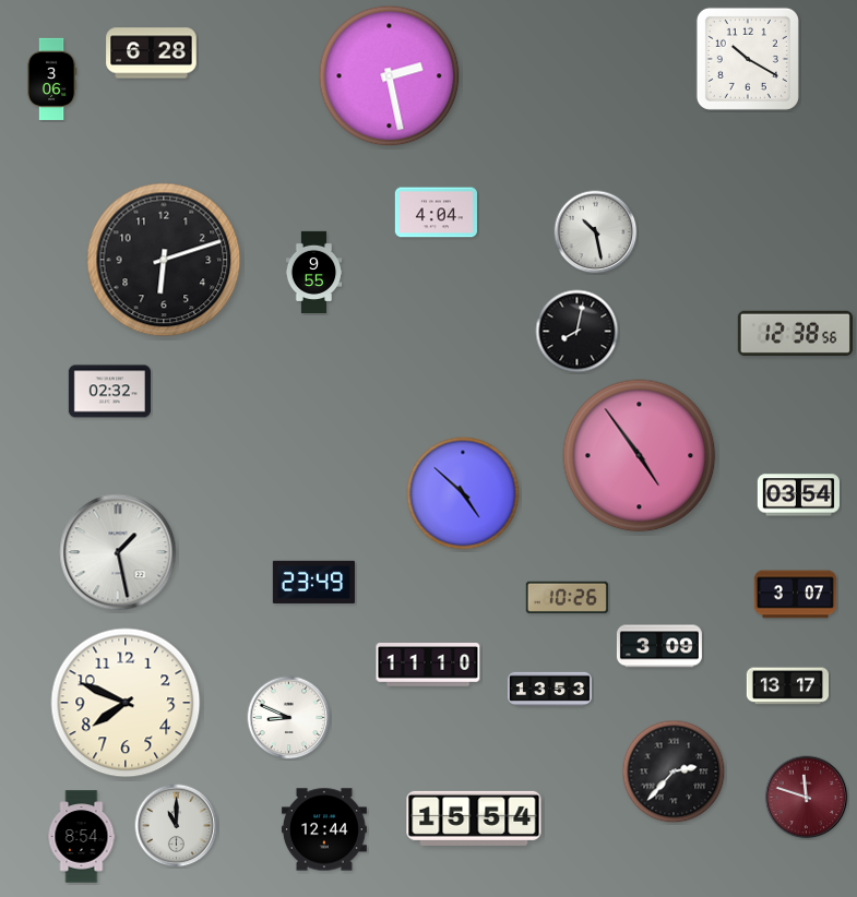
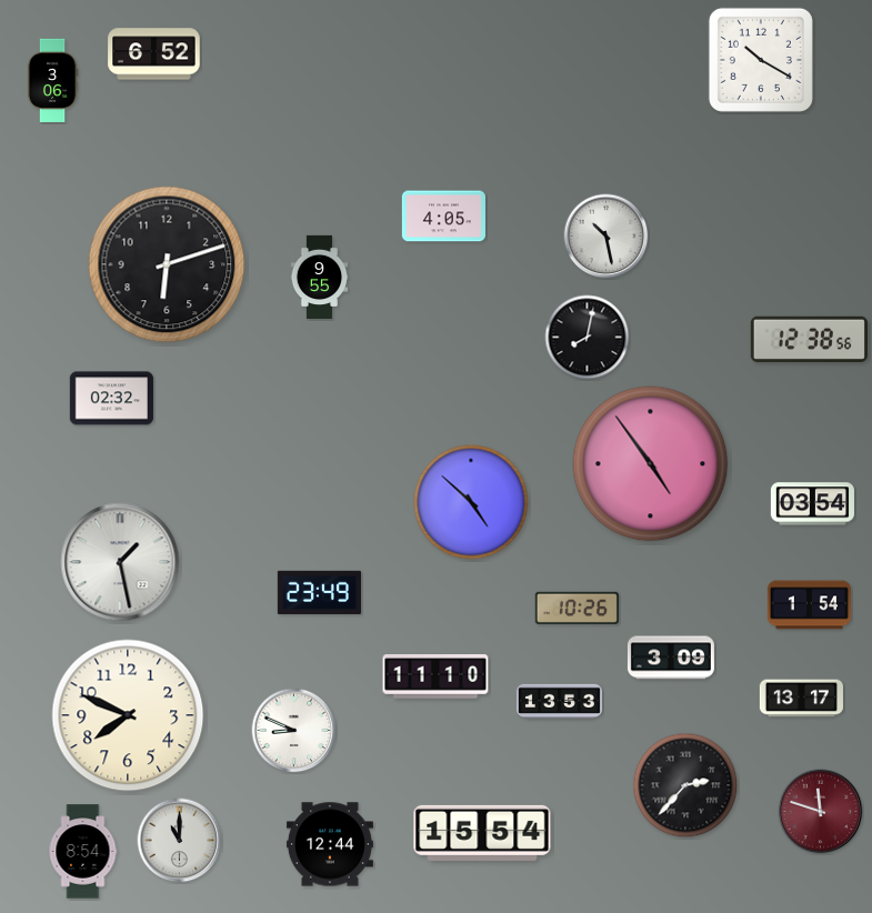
clock at (152, 53): 6:28 -> 6:52
clock at (390, 76): 2:28 -> none
clock at (436, 213): 4:04 -> 4:05
clock at (795, 595): 3:07 -> 1:54
